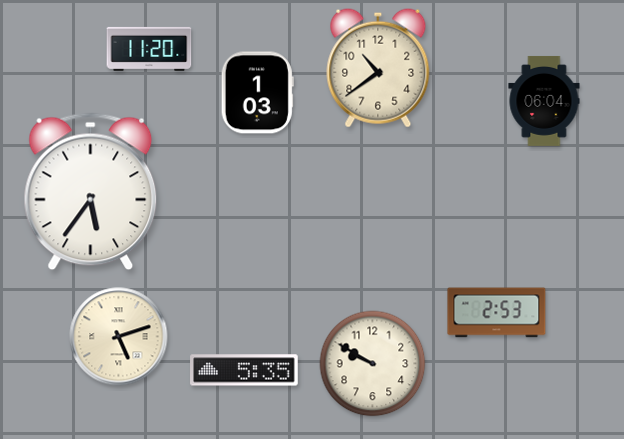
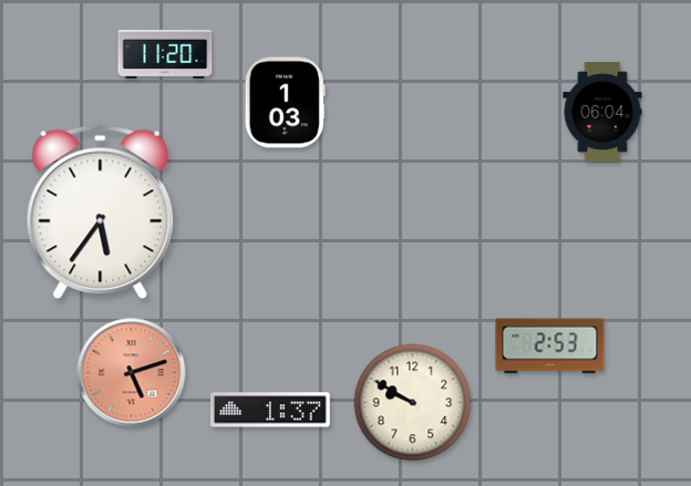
clock at (378, 68): 10:39 -> none
clock at (119, 337) dial: cream -> salmon
clock at (244, 370): 5:35 -> 1:37
